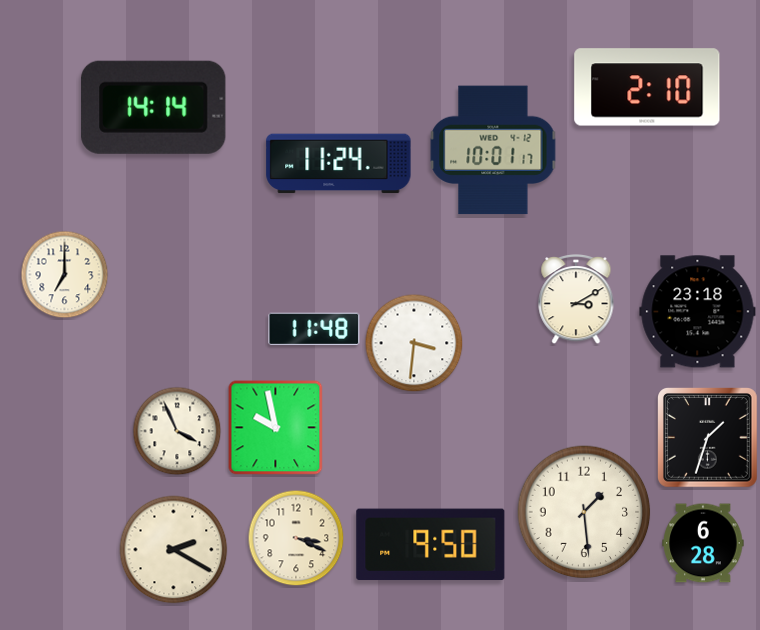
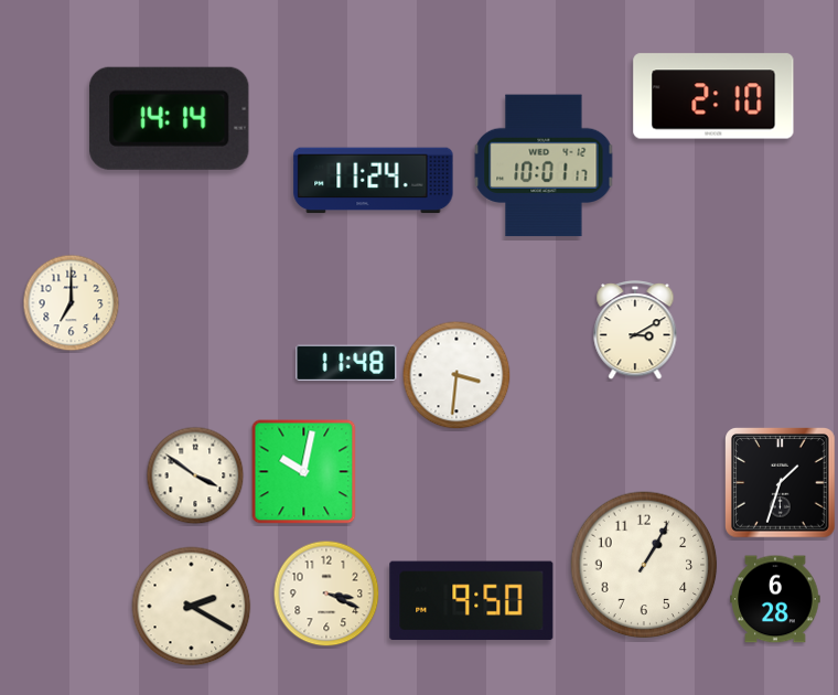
clock at (698, 312): 23:18 -> none
clock at (414, 343) position: (414, 343) -> (456, 375)
clock at (276, 428): 9:58 -> 10:02
clock at (177, 431): 3:56 -> 3:51
clock at (584, 512): 1:29 -> 1:05
clock at (431, 545) position: (431, 545) -> (472, 601)
